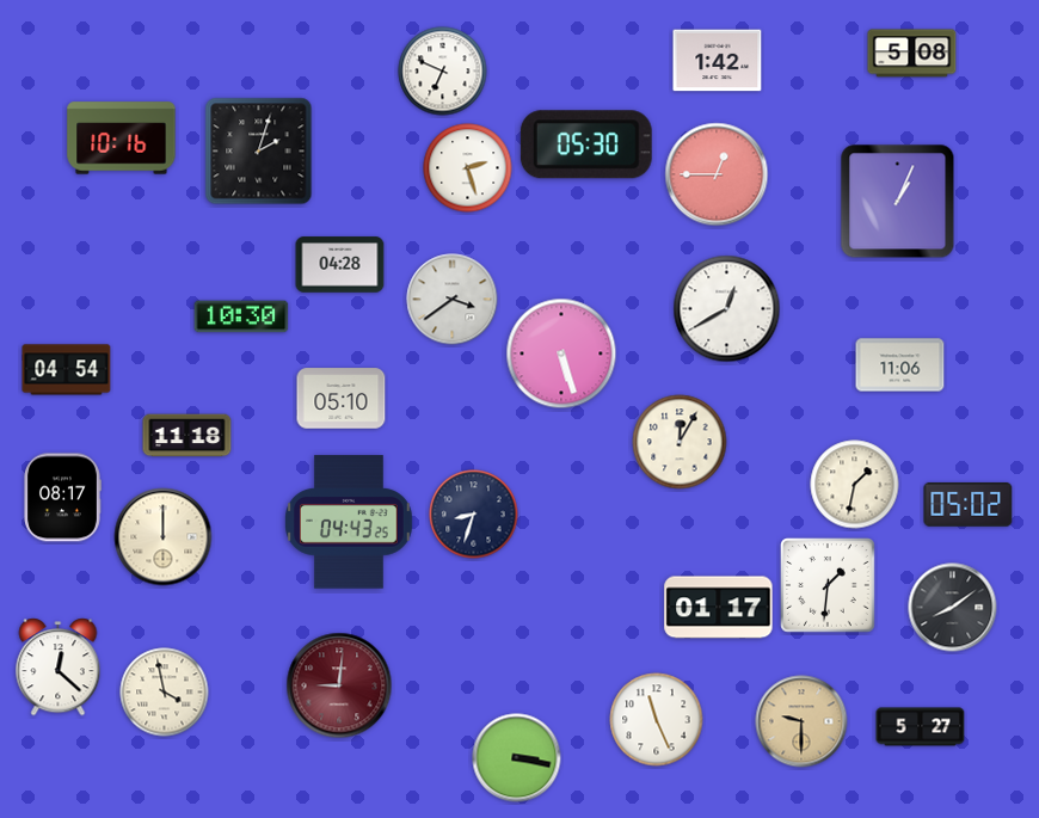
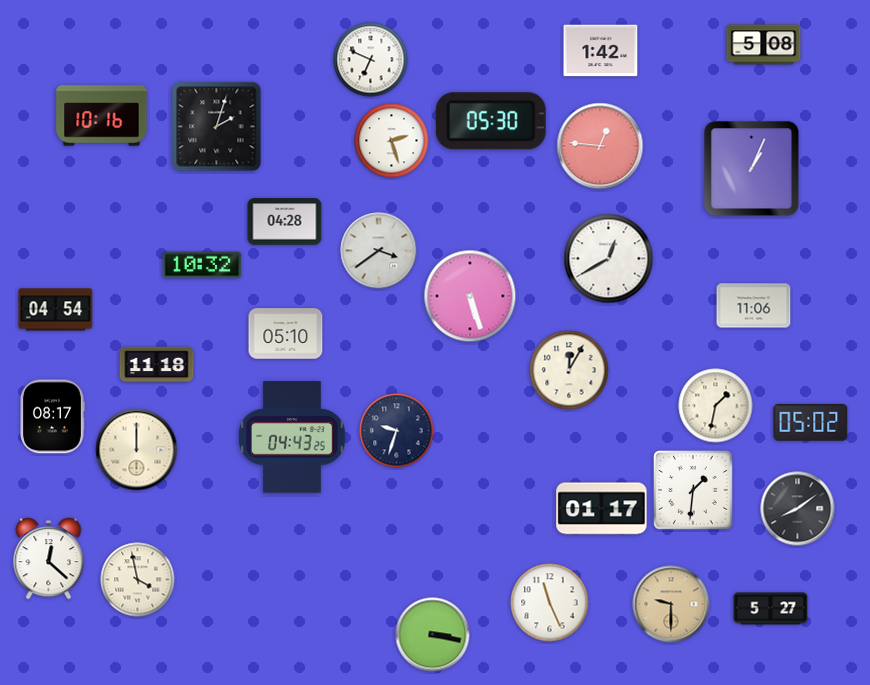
clock at (717, 174): 12:45 -> 12:46
clock at (241, 316): 10:30 -> 10:32
clock at (474, 515): 8:33 -> 9:33
clock at (339, 685): 9:01 -> none
